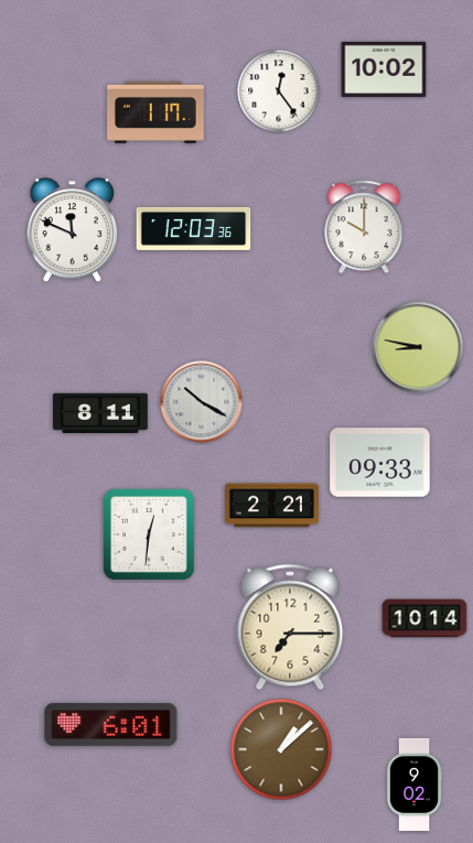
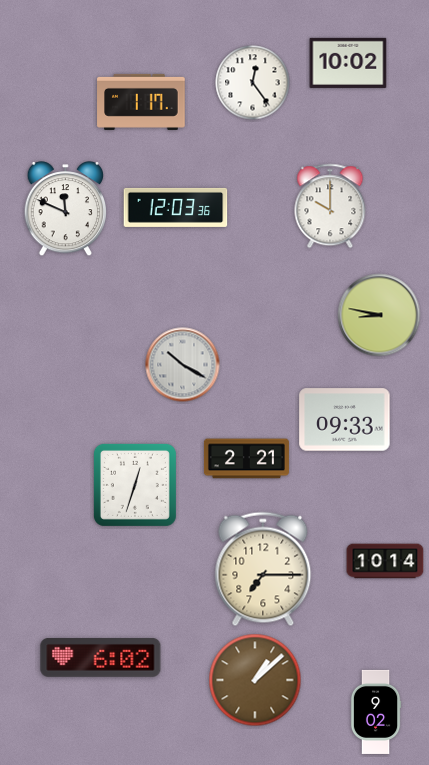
clock at (100, 413): 8:11 -> none
clock at (149, 534): 12:31 -> 12:33
clock at (111, 725): 6:01 -> 6:02
